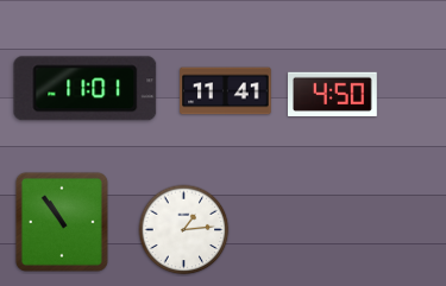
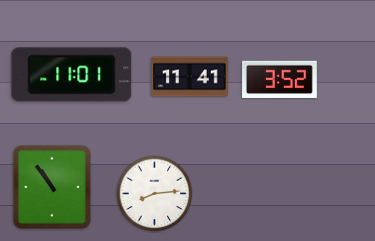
clock at (333, 94): 4:50 -> 3:52
clock at (184, 230): 1:14 -> 8:14
